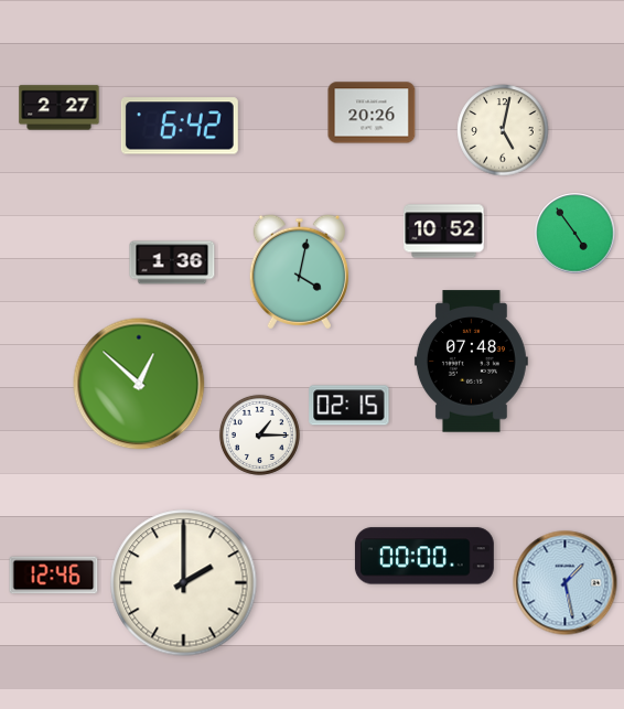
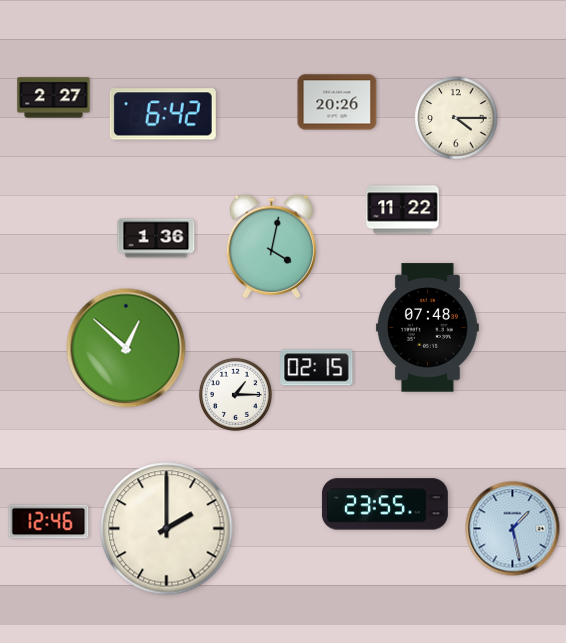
clock at (503, 130): 5:02 -> 4:15
clock at (444, 232): 10:52 -> 11:22
clock at (575, 234): 4:54 -> none
clock at (424, 556): 00:00 -> 23:55
